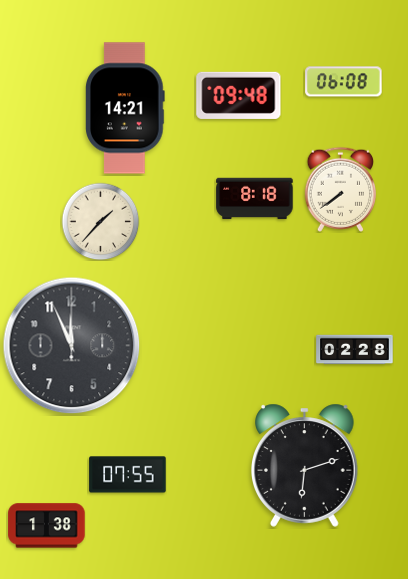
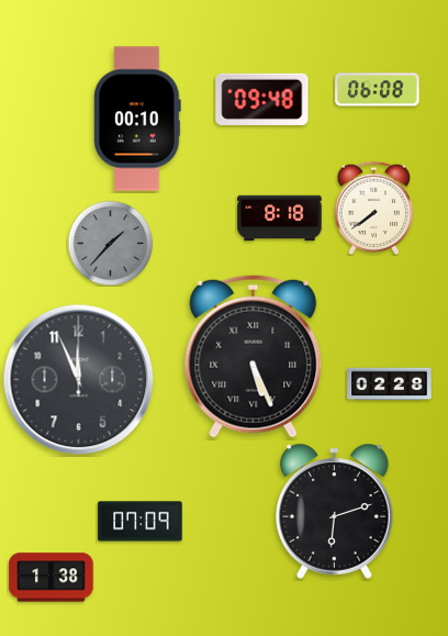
clock at (239, 95) position: (239, 95) -> (262, 99)
clock at (126, 108): 14:21 -> 00:10
clock at (100, 221) dial: cream -> grey
clock at (254, 356): none -> 5:26
clock at (128, 475): 07:55 -> 07:09
